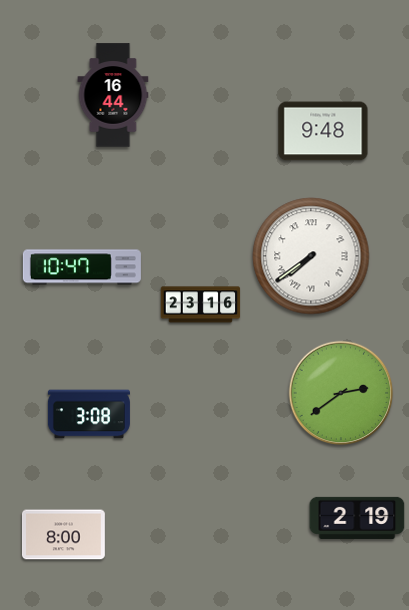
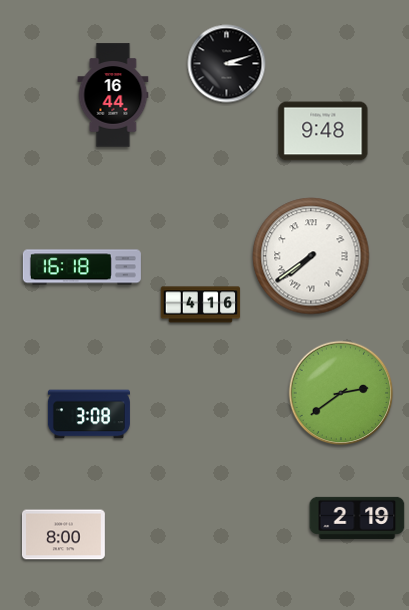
clock at (227, 64): none -> 3:12
clock at (82, 267): 10:47 -> 16:18
clock at (201, 305): 23:16 -> 4:16
